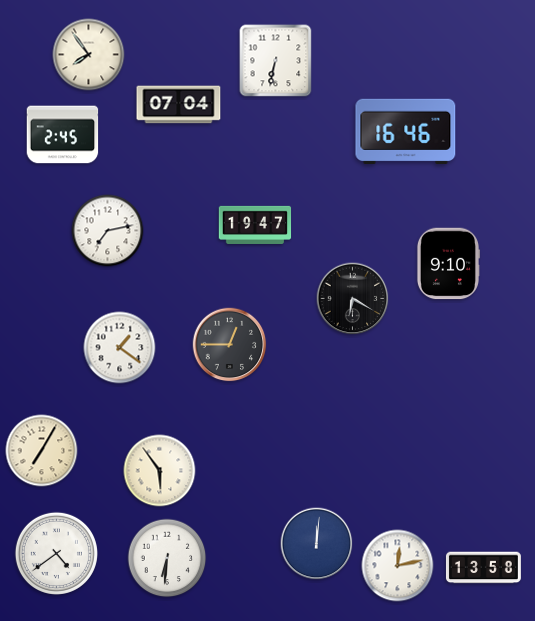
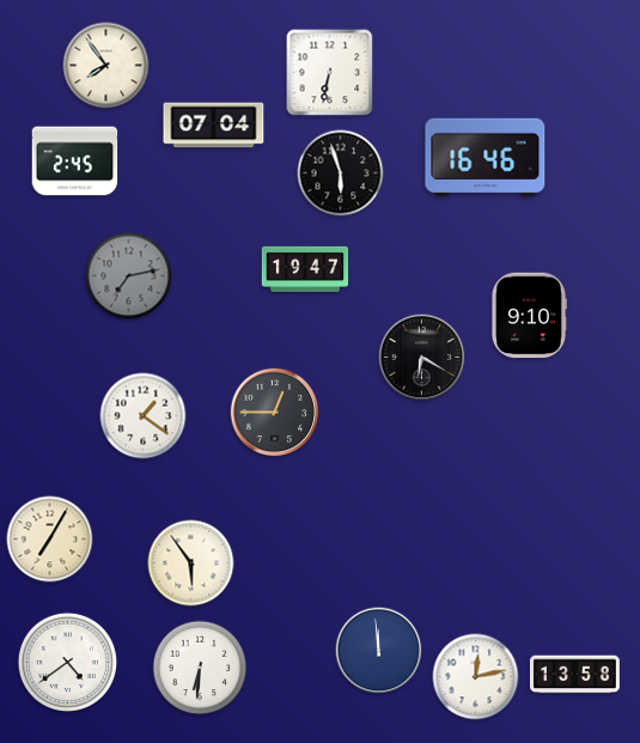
clock at (341, 173): none -> 5:57
clock at (108, 231) dial: white -> grey
clock at (448, 264) position: (448, 264) -> (529, 316)
clock at (317, 544): 12:01 -> 11:59
clock at (483, 568) position: (483, 568) -> (574, 675)
